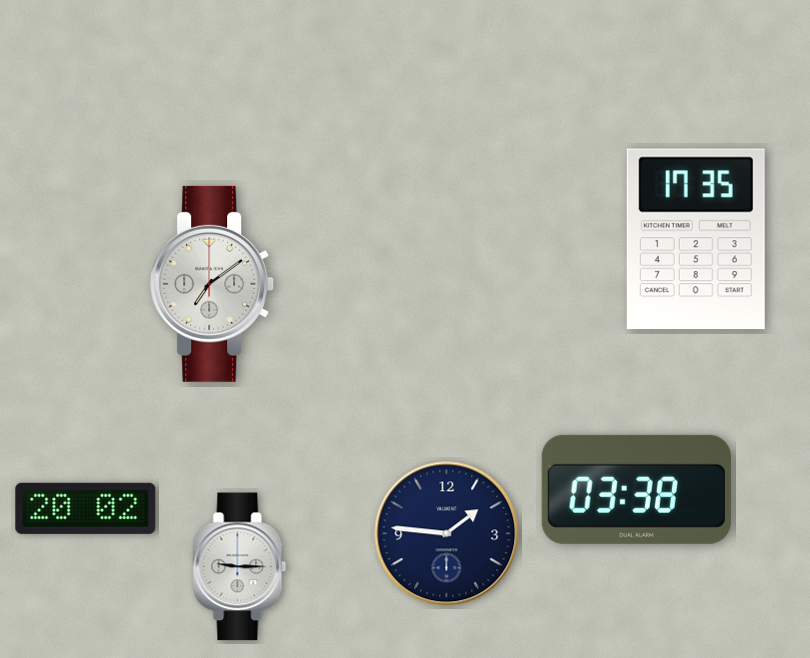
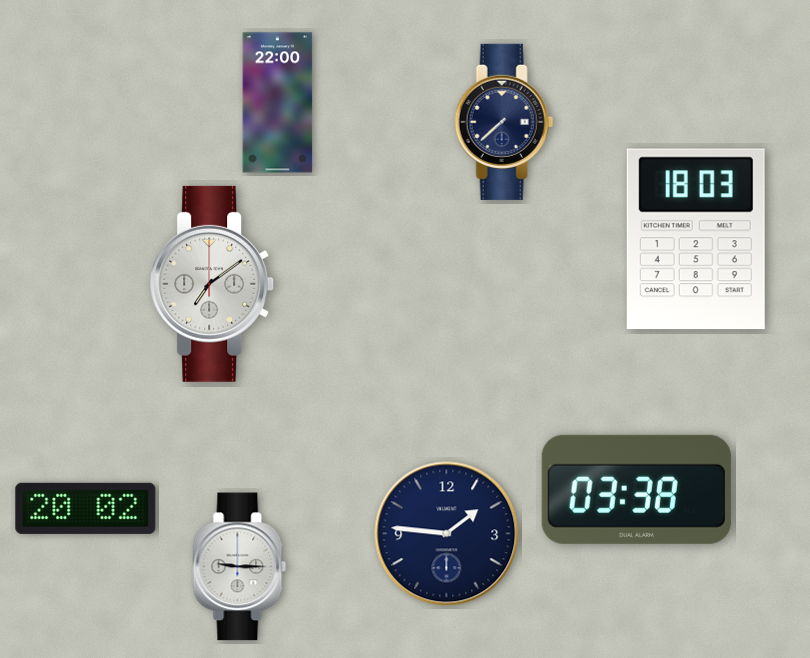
clock at (278, 103): none -> 22:00
clock at (504, 122): none -> 7:38
clock at (696, 239): 17:35 -> 18:03
